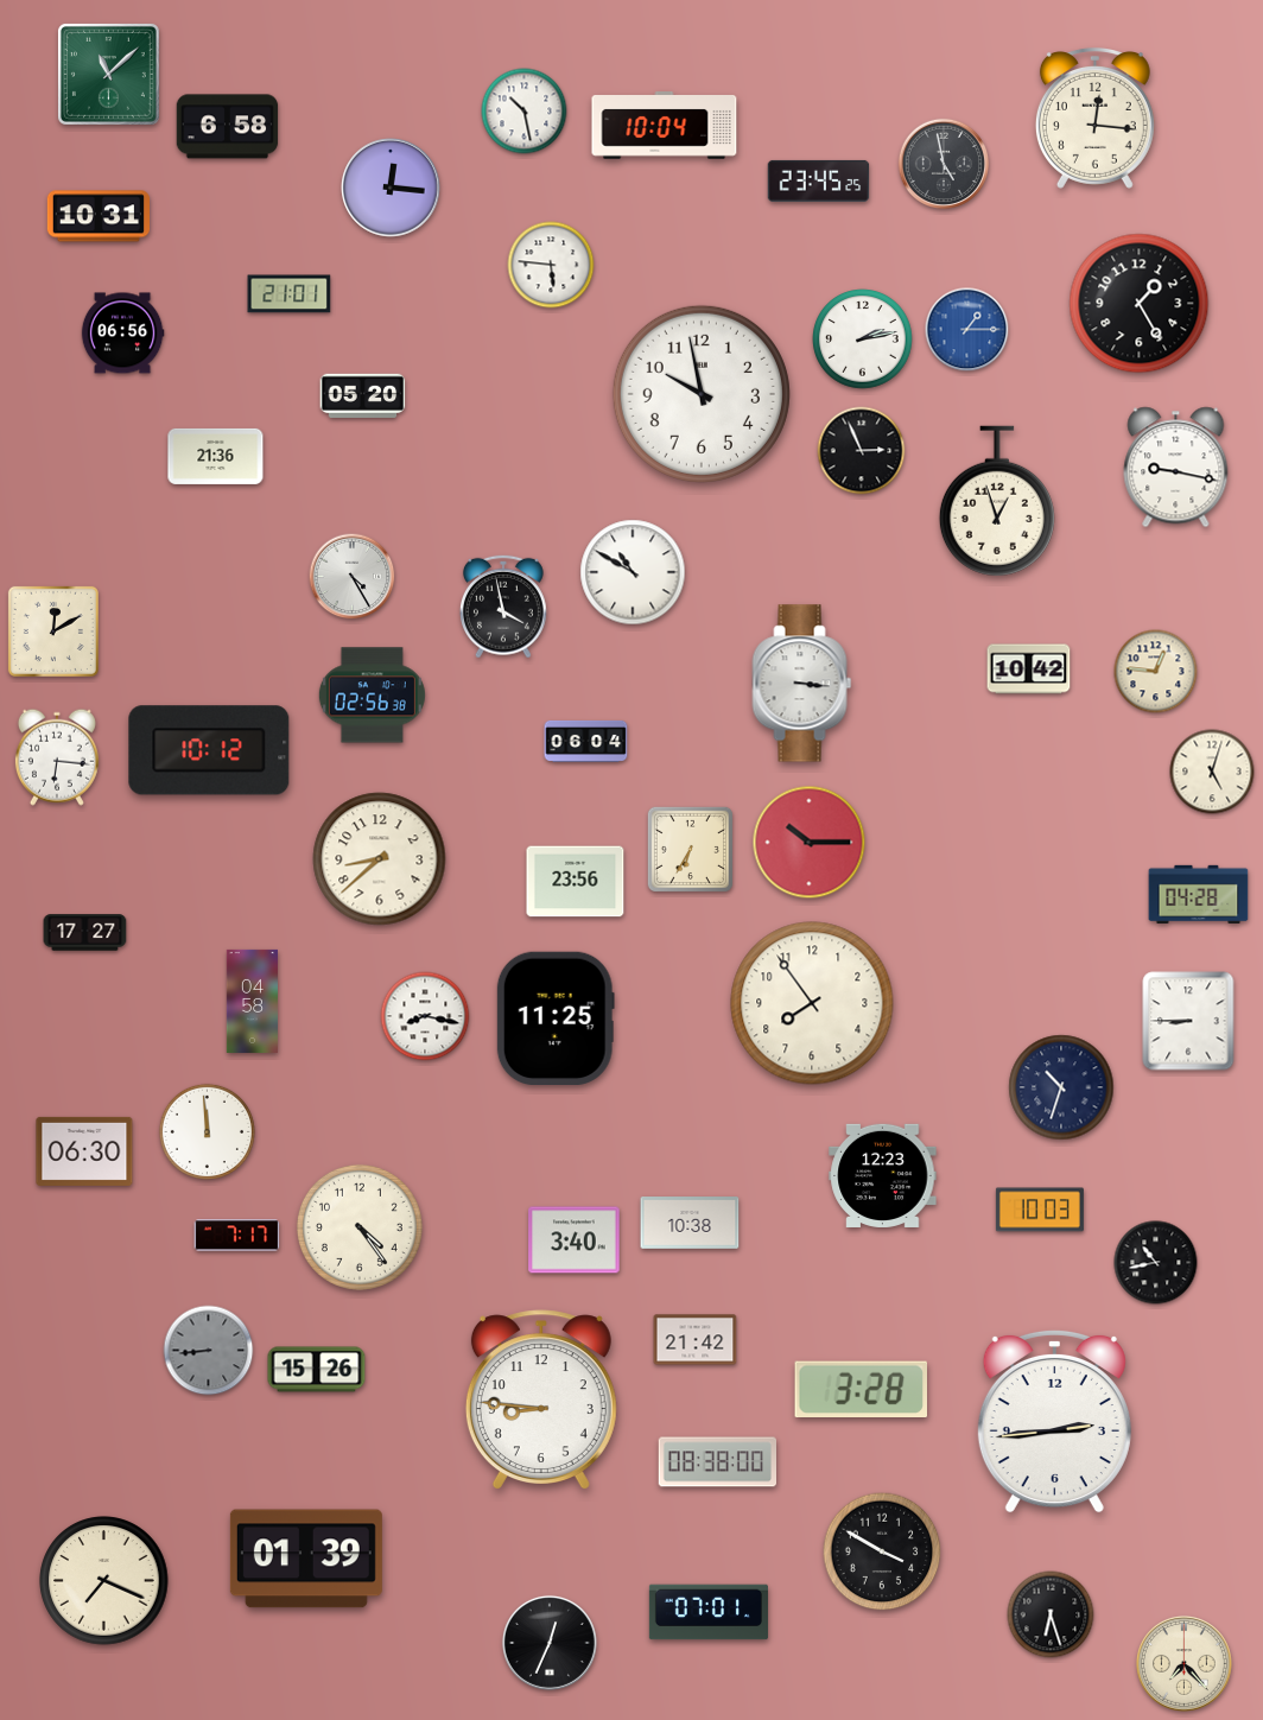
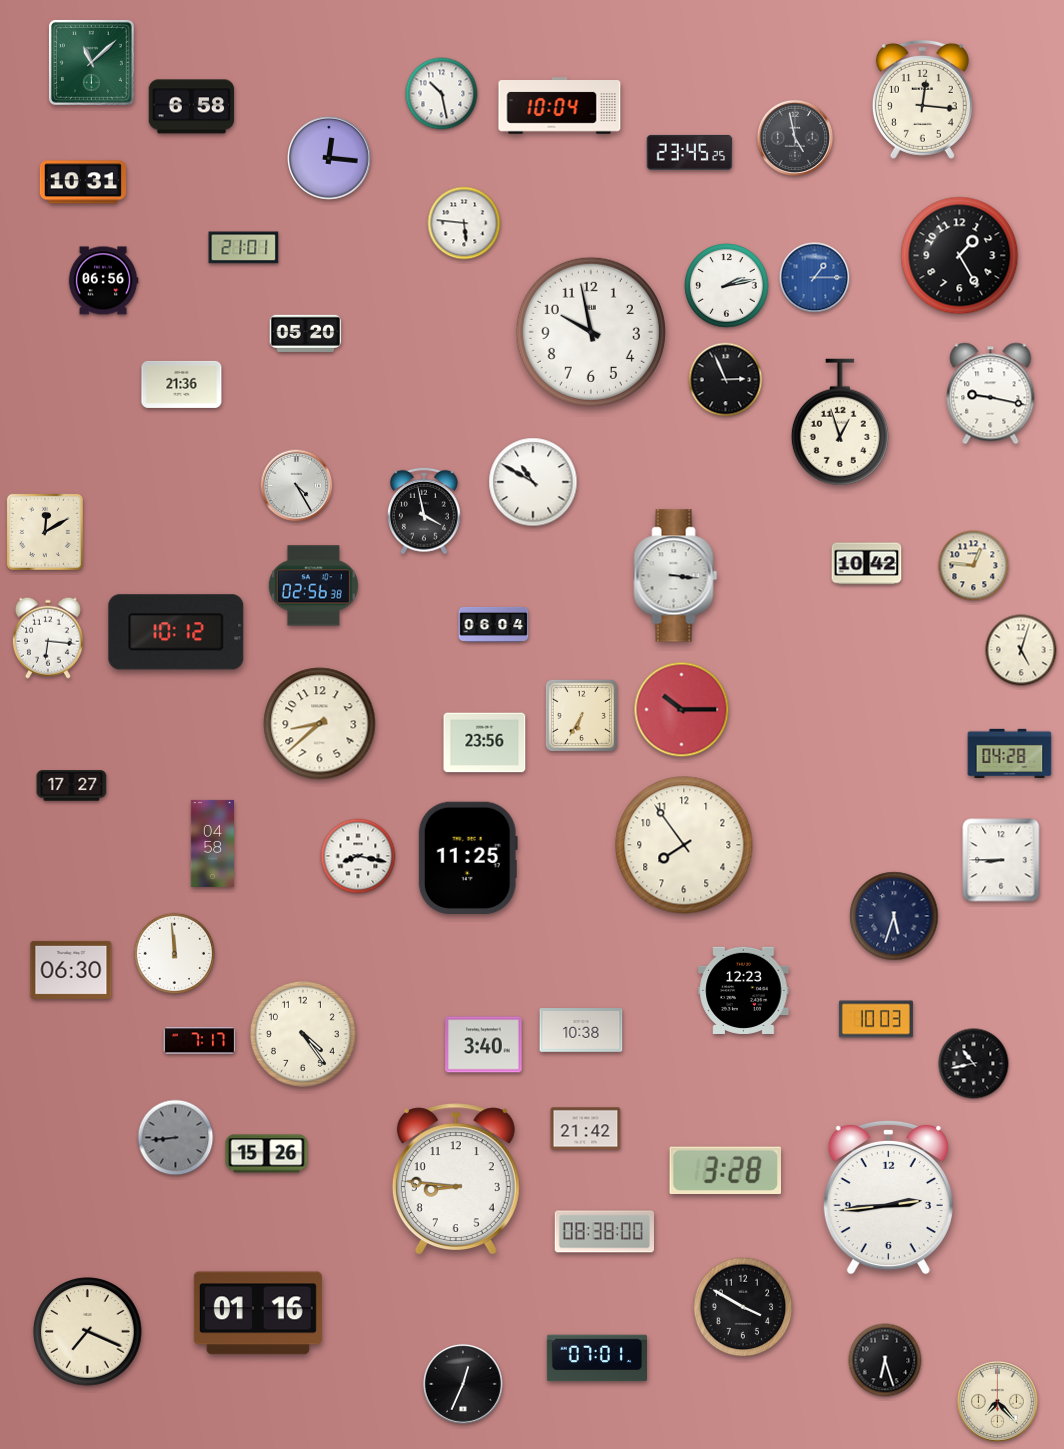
clock at (1061, 1087): 10:33 -> 5:33
clock at (306, 1559): 01:39 -> 01:16
